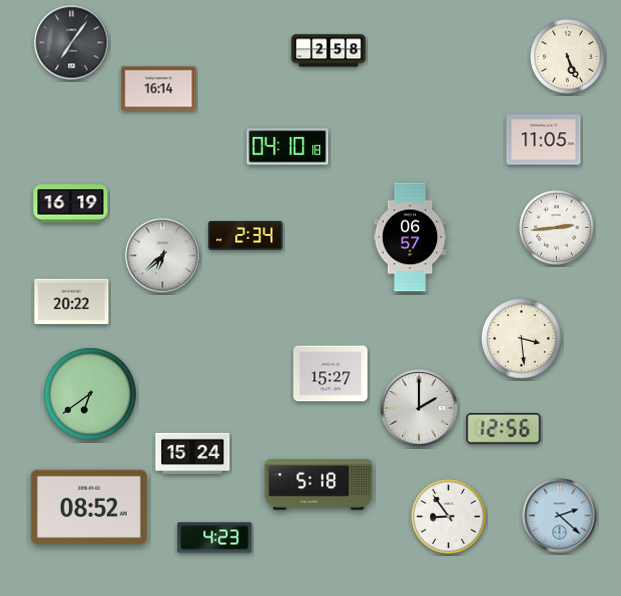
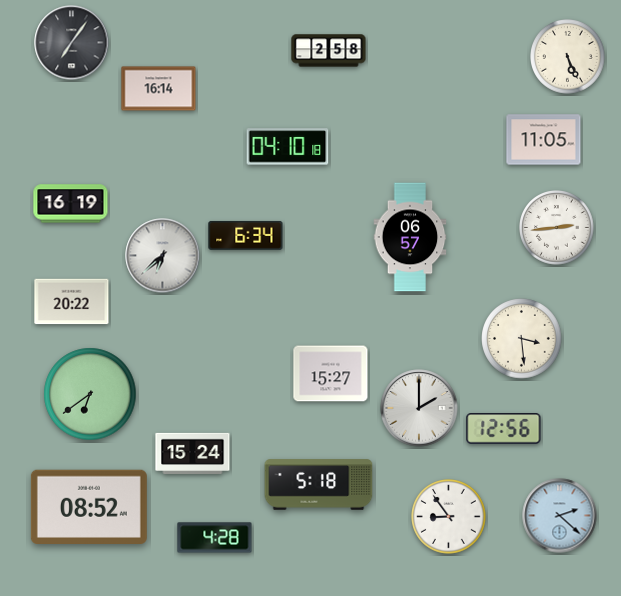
clock at (246, 235): 2:34 -> 6:34
clock at (215, 538): 4:23 -> 4:28
